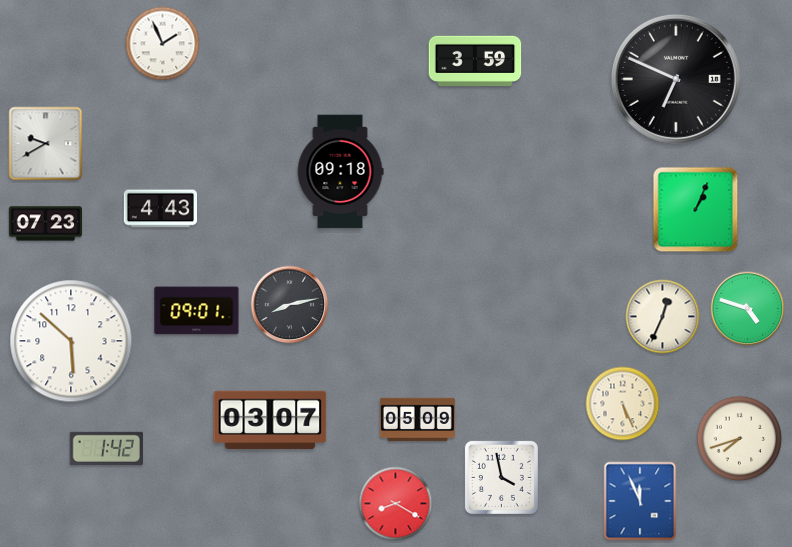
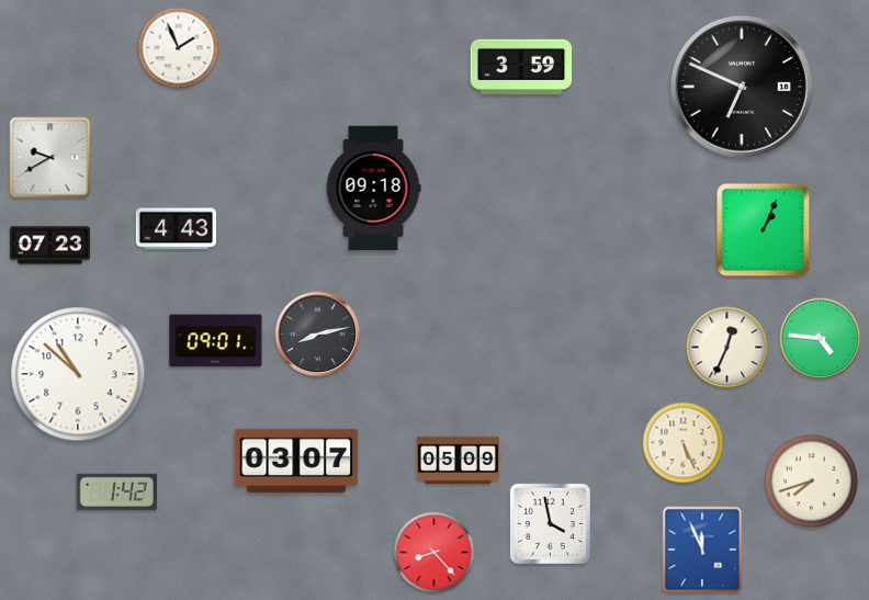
clock at (748, 309): 4:48 -> 4:46
clock at (71, 341): 5:52 -> 10:52
clock at (396, 504): 8:20 -> 8:23
